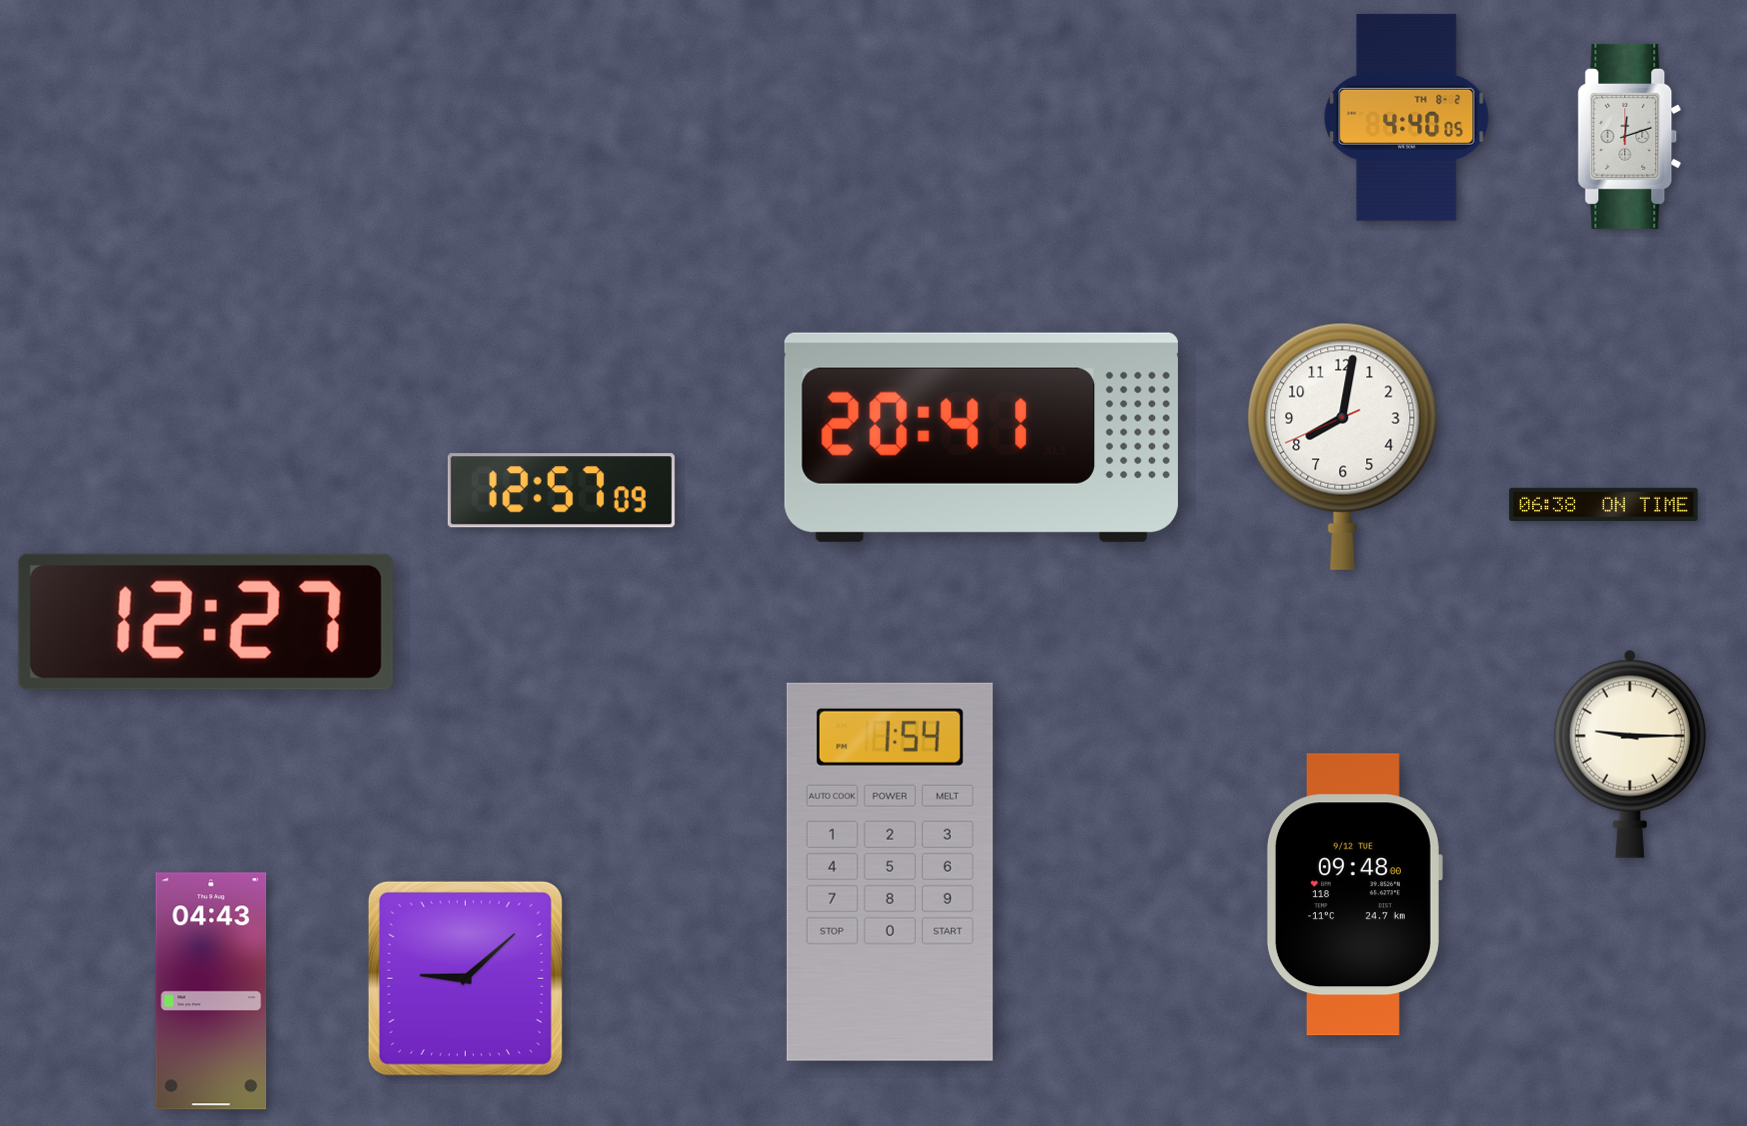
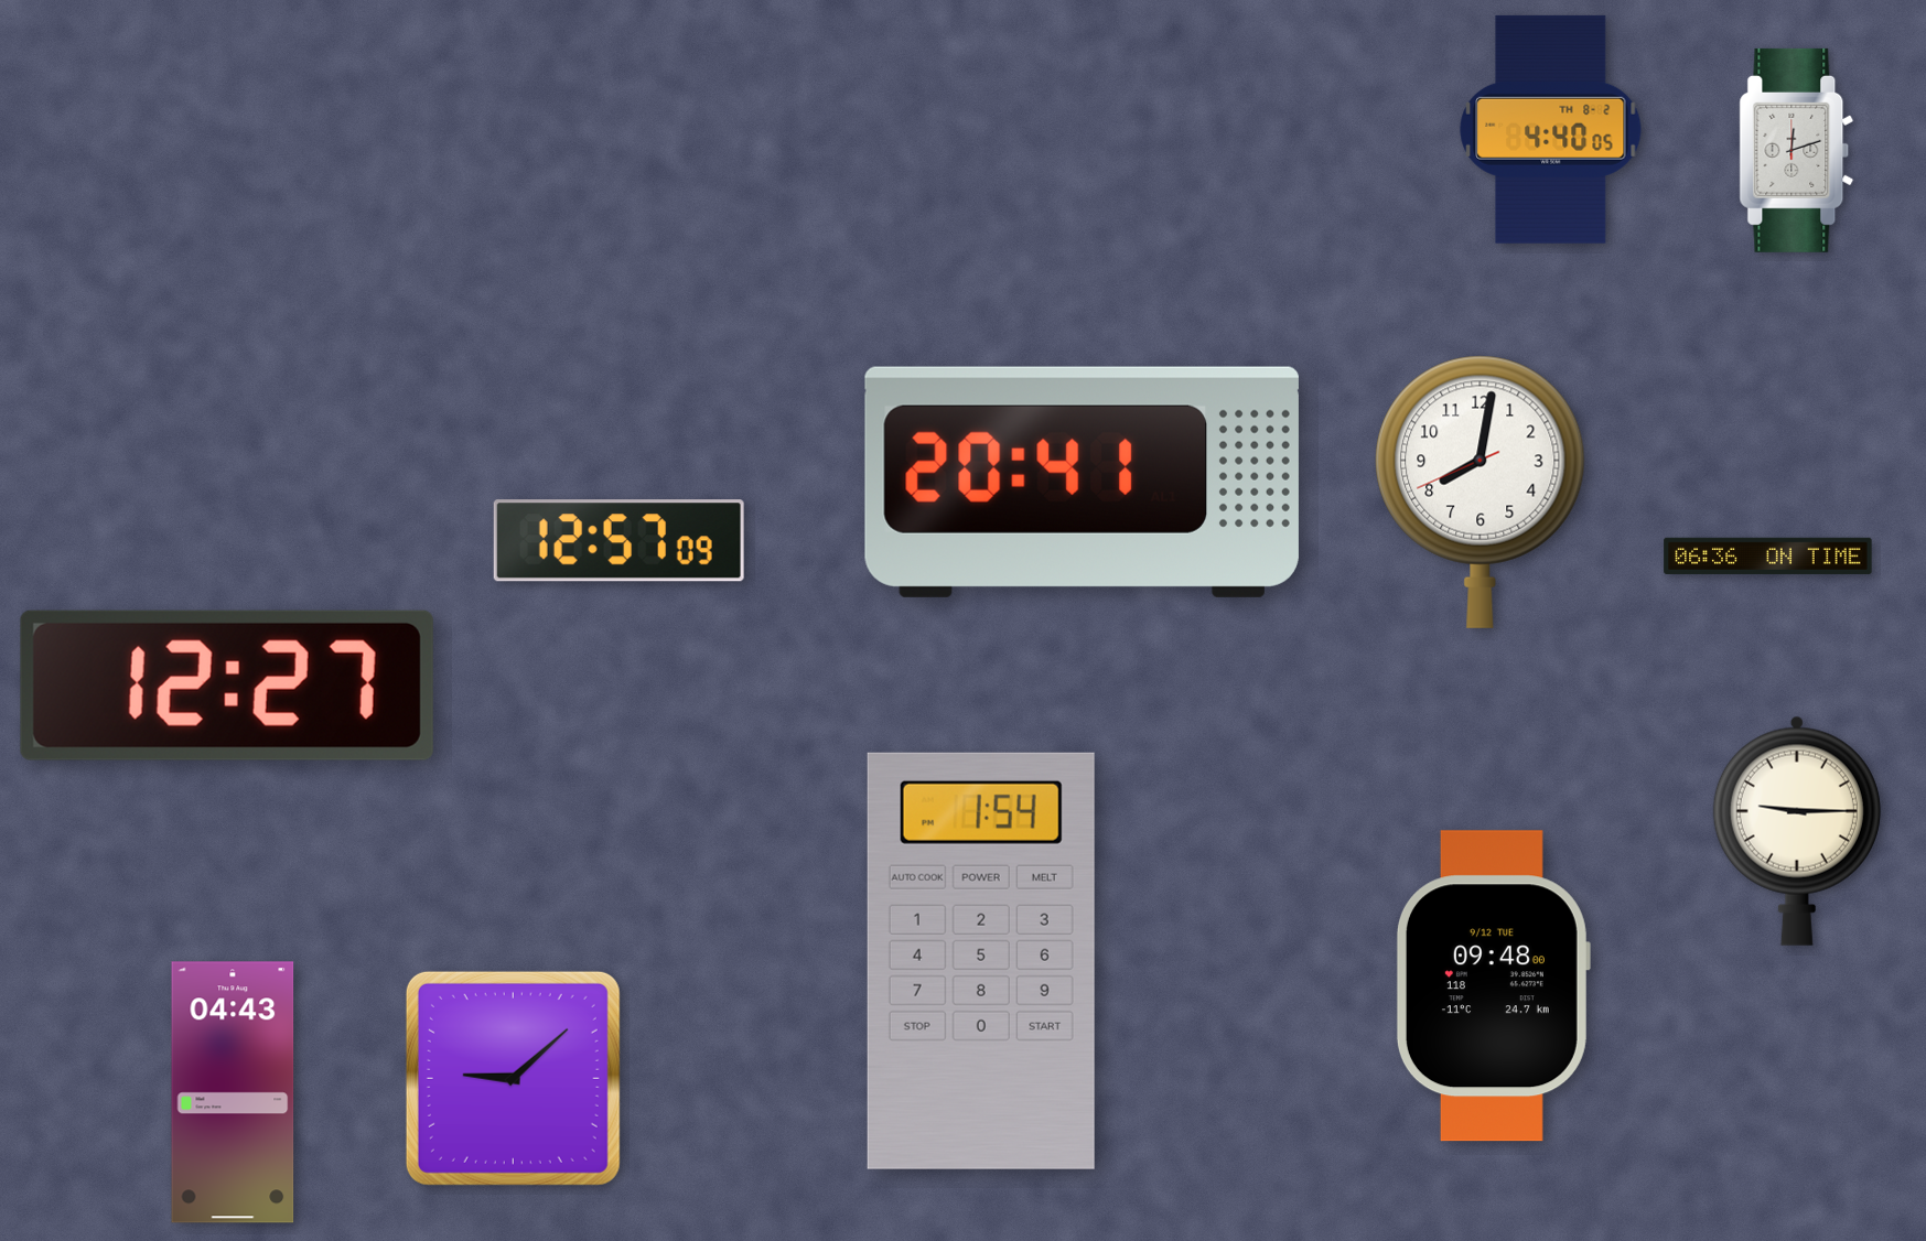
clock at (1604, 504): 06:38 -> 06:36
